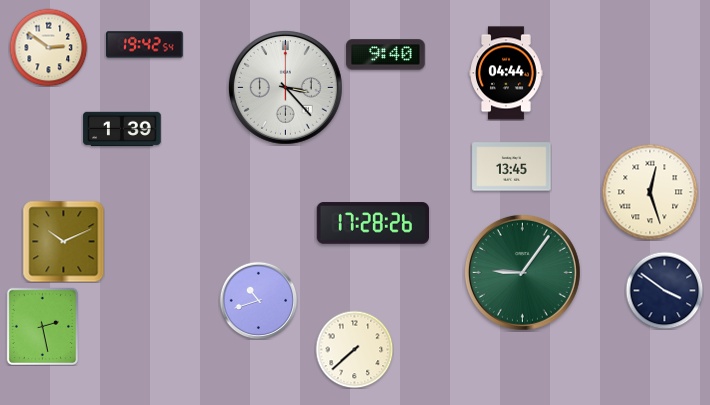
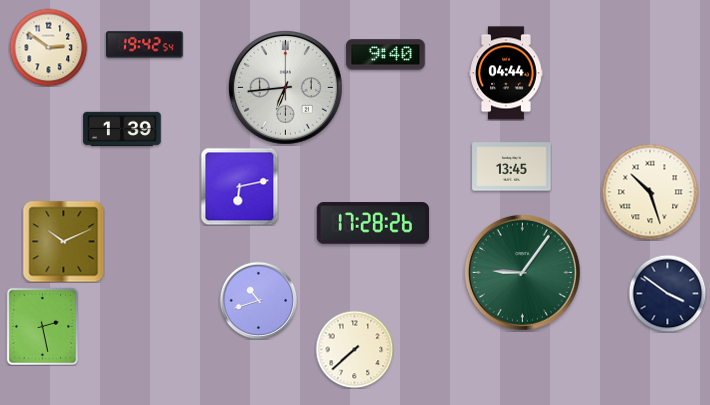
clock at (285, 87): 3:23 -> 6:44
clock at (239, 186): none -> 6:13
clock at (650, 192): 12:27 -> 10:27
clock at (664, 290) position: (664, 290) -> (667, 293)
